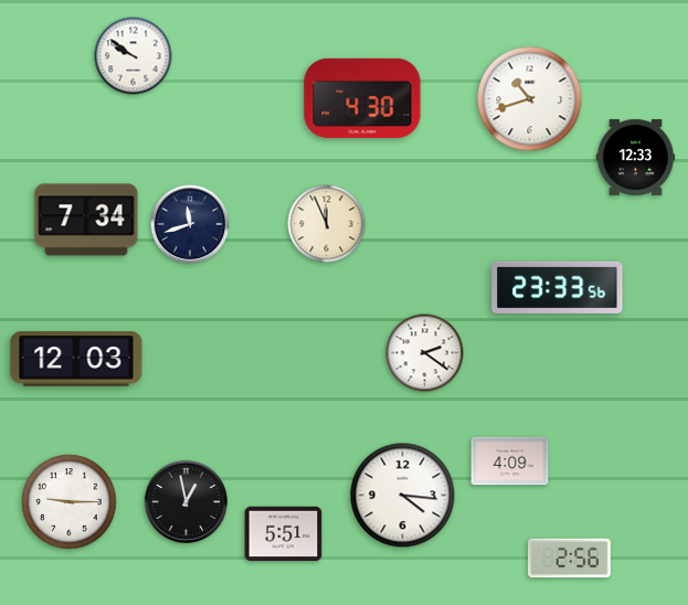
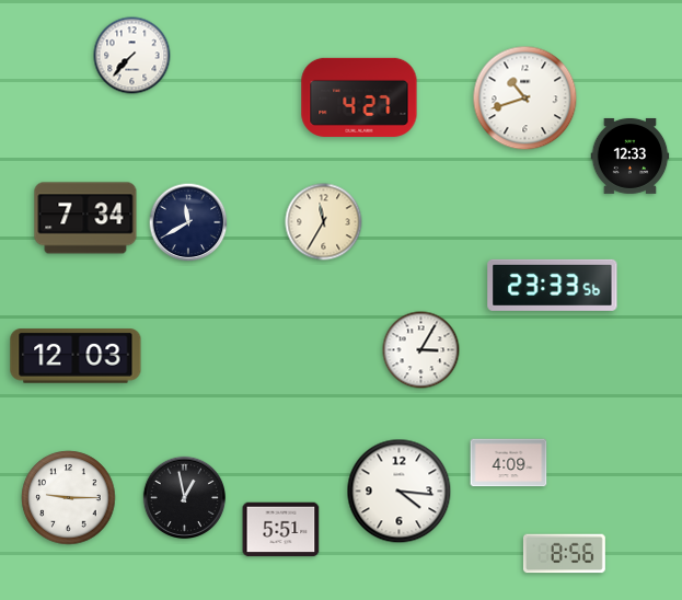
clock at (134, 56): 9:51 -> 7:37
clock at (362, 98): 4:30 -> 4:27
clock at (190, 224): 11:42 -> 11:40
clock at (327, 224): 11:56 -> 11:35
clock at (425, 353): 2:21 -> 3:05
clock at (510, 461) position: (510, 461) -> (509, 463)
clock at (570, 559): 2:56 -> 8:56
